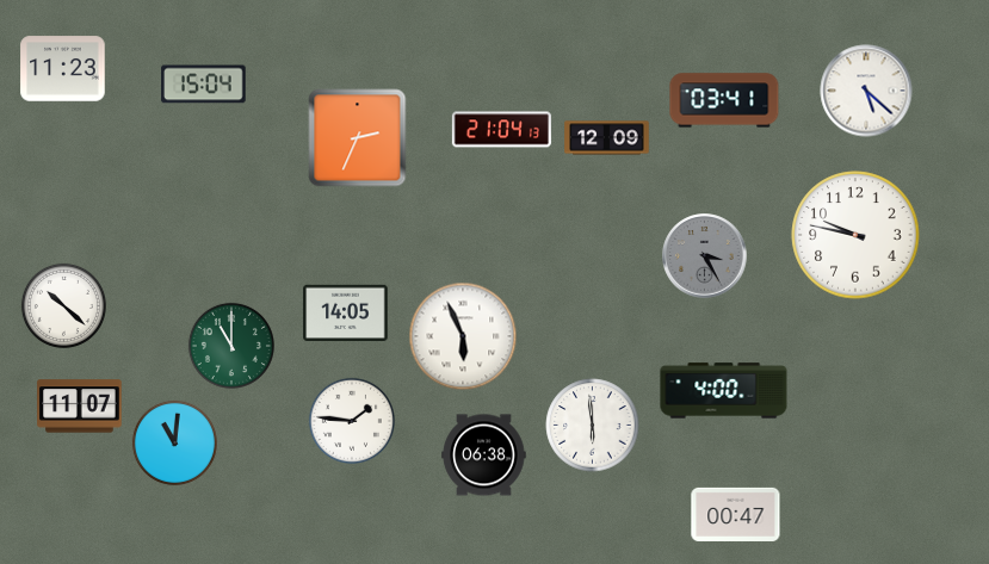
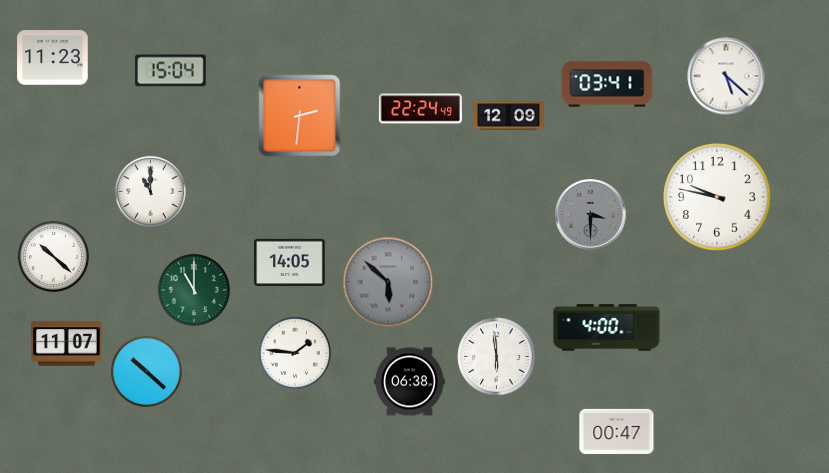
clock at (501, 130): 21:04 -> 22:24
clock at (358, 138): 2:34 -> 2:31
clock at (150, 191): none -> 11:00
clock at (705, 256): 3:25 -> 3:30
clock at (463, 336): 5:56 -> 5:52
clock at (463, 336) dial: white -> grey
clock at (80, 407) position: (80, 407) -> (67, 344)
clock at (174, 442): 11:01 -> 10:22
clock at (484, 455) position: (484, 455) -> (410, 382)
